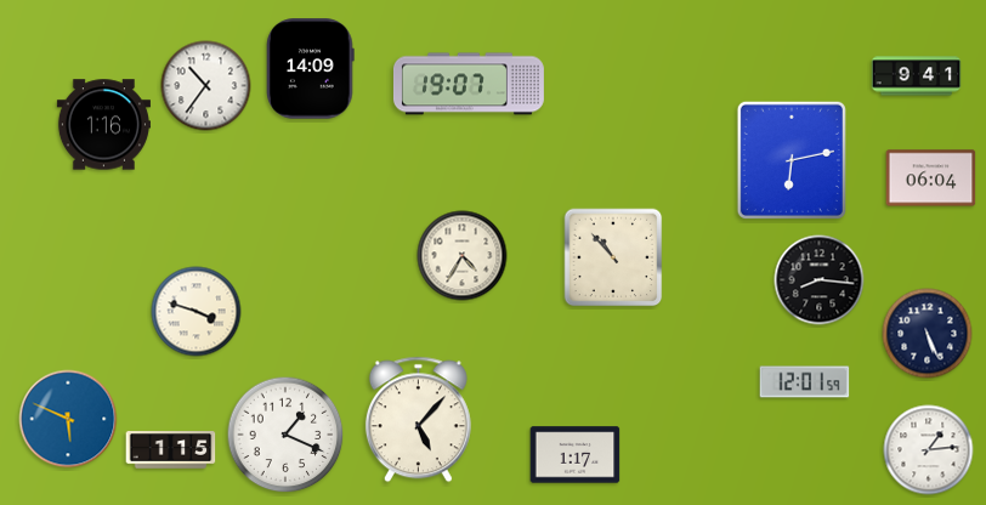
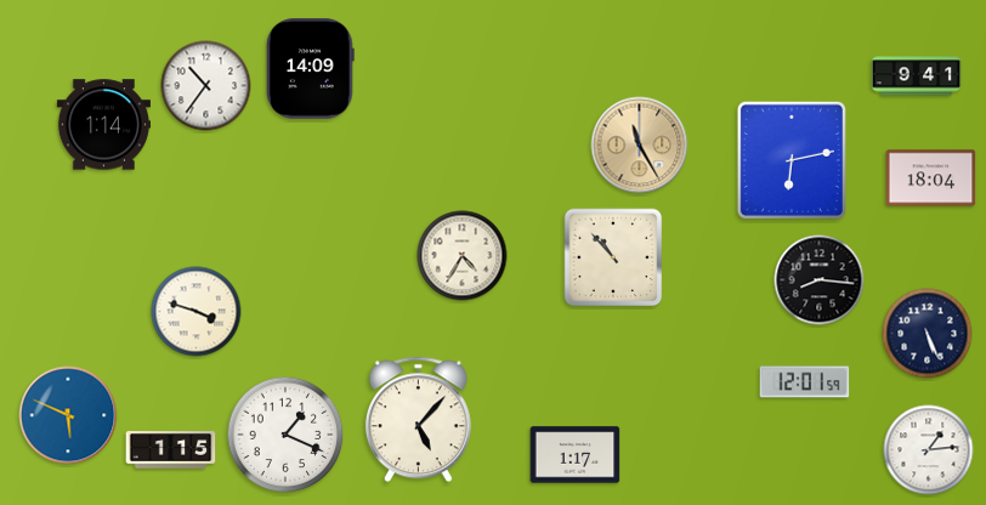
clock at (469, 84): 19:07 -> none
clock at (103, 125): 1:16 -> 1:14
clock at (640, 146): none -> 11:25
clock at (931, 178): 06:04 -> 18:04
clock at (68, 419) position: (68, 419) -> (68, 415)
